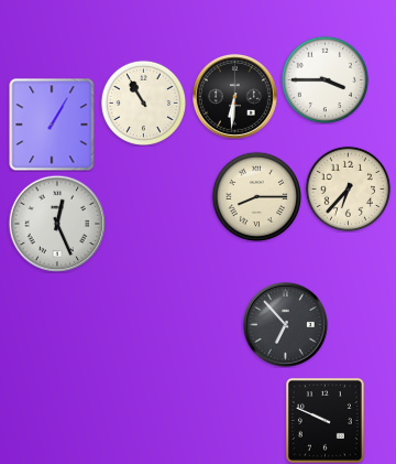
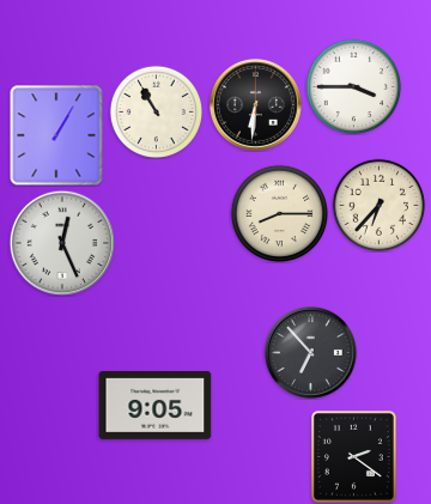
clock at (156, 405): none -> 9:05
clock at (324, 420): 9:49 -> 2:21
